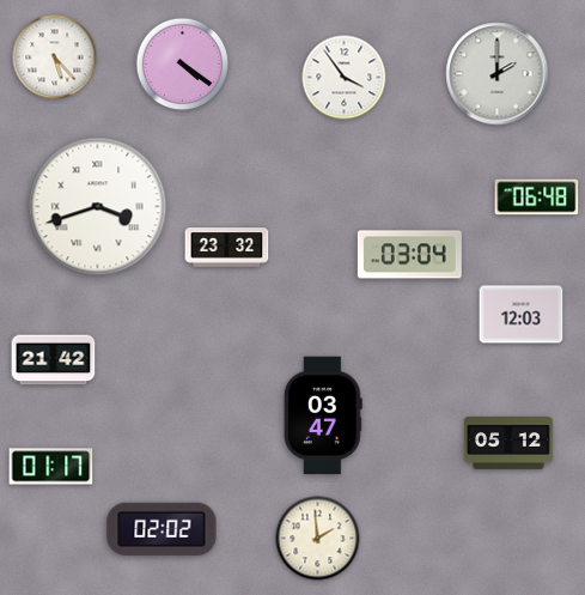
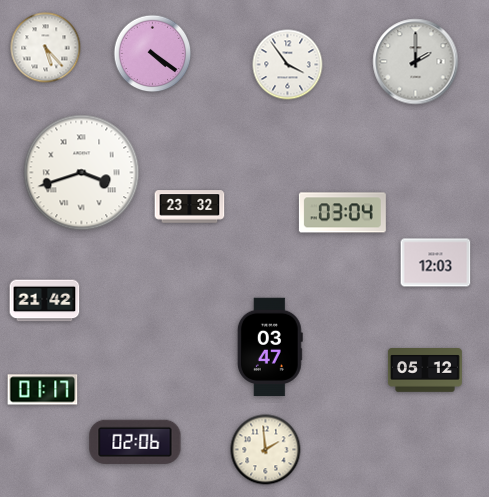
clock at (537, 198): 06:48 -> none
clock at (162, 529): 02:02 -> 02:06
